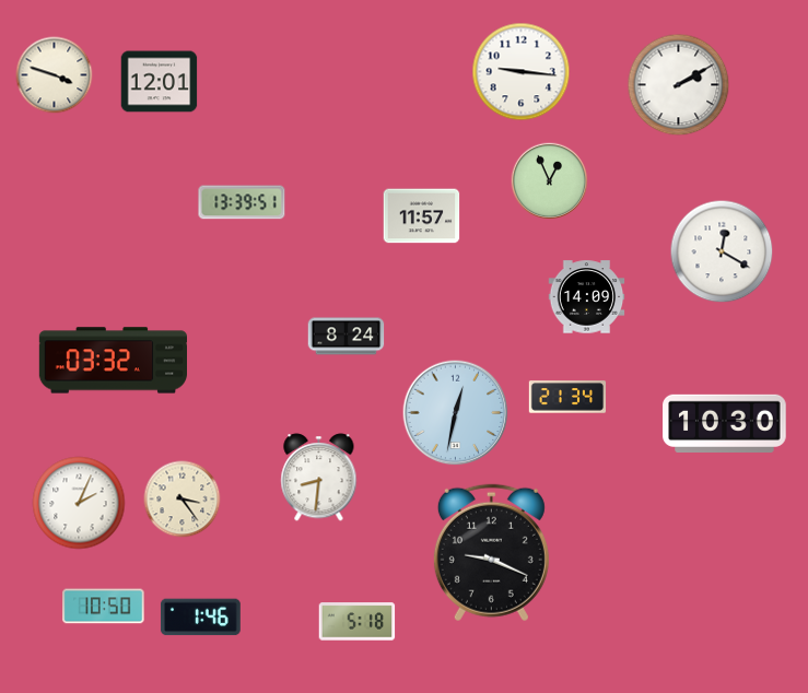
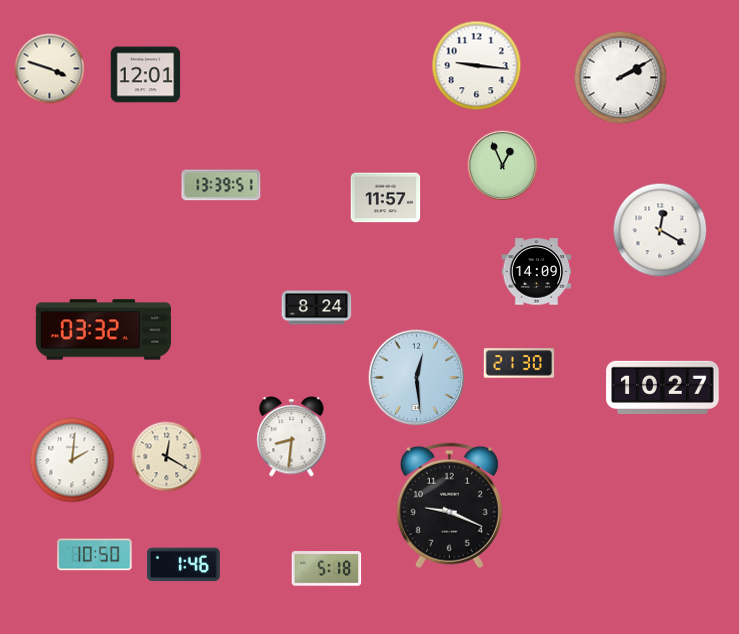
clock at (567, 397): 21:34 -> 21:30
clock at (456, 413): 12:32 -> 12:29
clock at (725, 423): 10:30 -> 10:27
clock at (183, 500): 3:24 -> 12:20
clock at (79, 503): 2:04 -> 2:01
